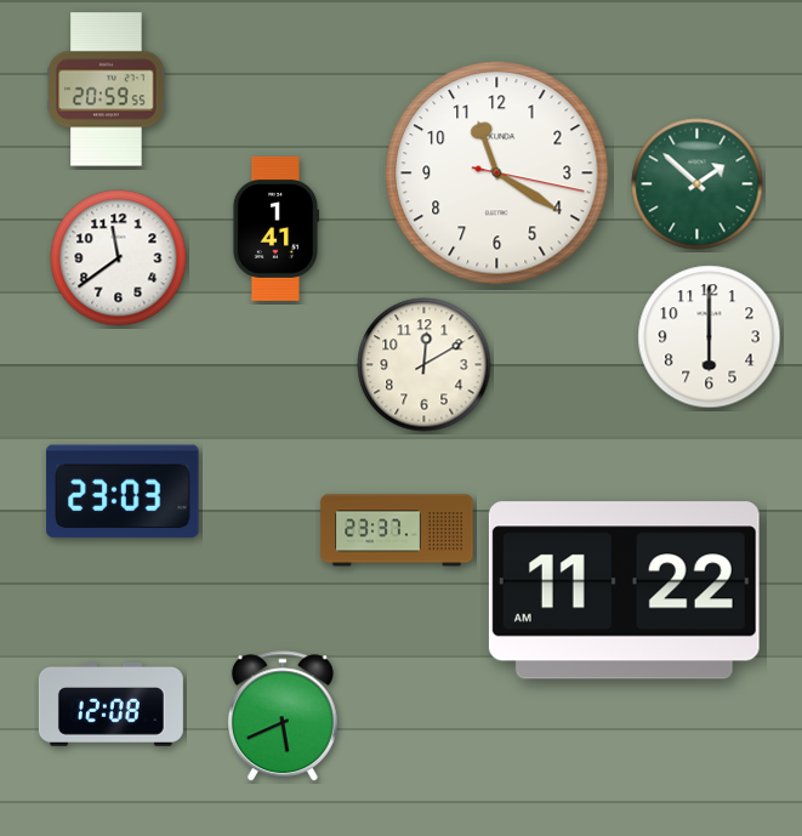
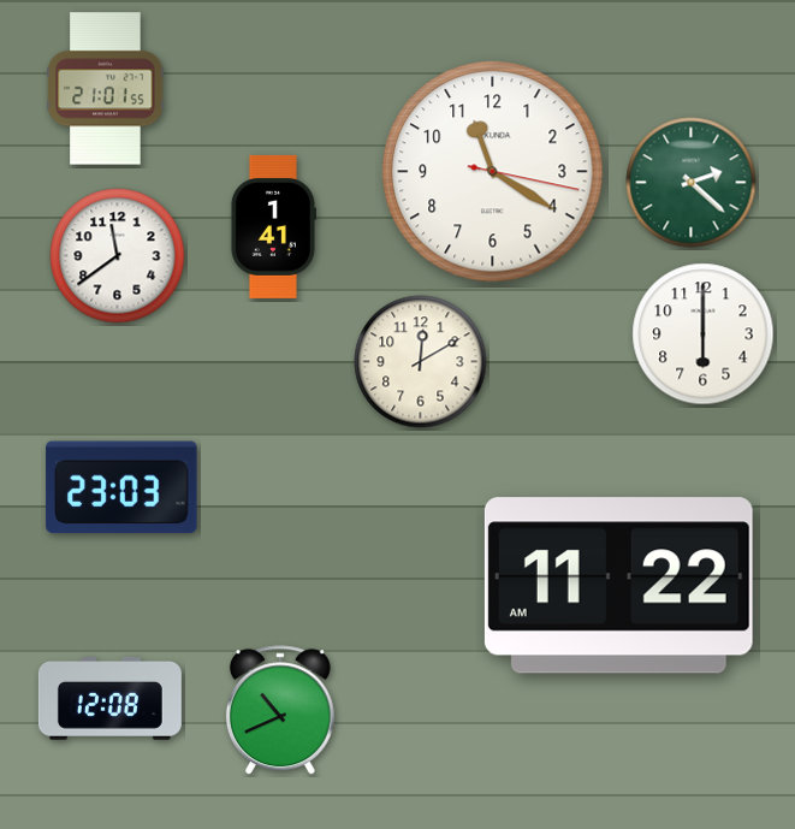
clock at (107, 90): 20:59 -> 21:01
clock at (698, 184): 1:52 -> 2:22
clock at (397, 530): 23:37 -> none
clock at (283, 717): 5:41 -> 10:41
